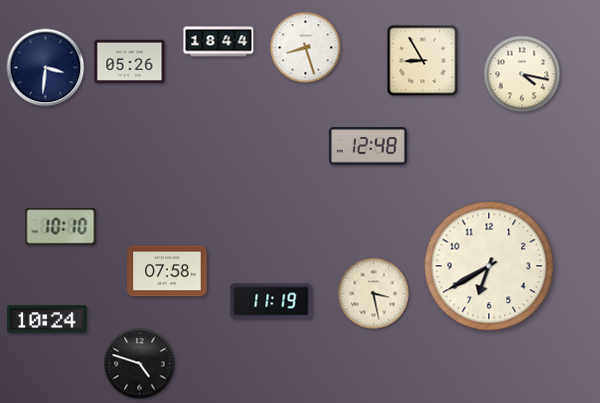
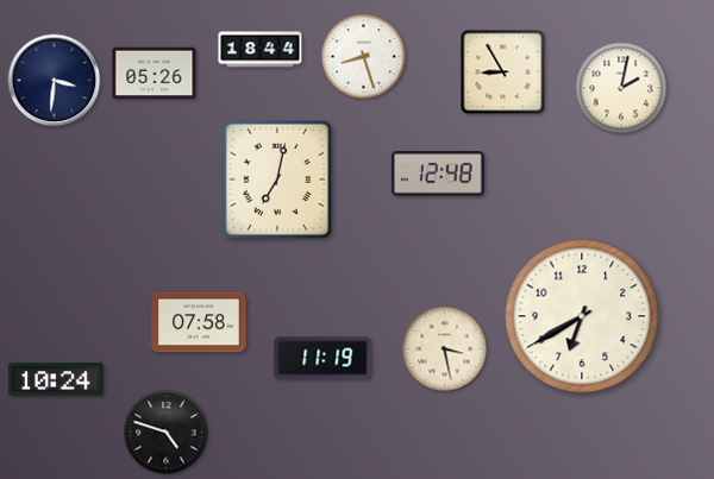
clock at (522, 74): 4:17 -> 2:02
clock at (276, 178): none -> 7:02
clock at (61, 227): 10:10 -> none
